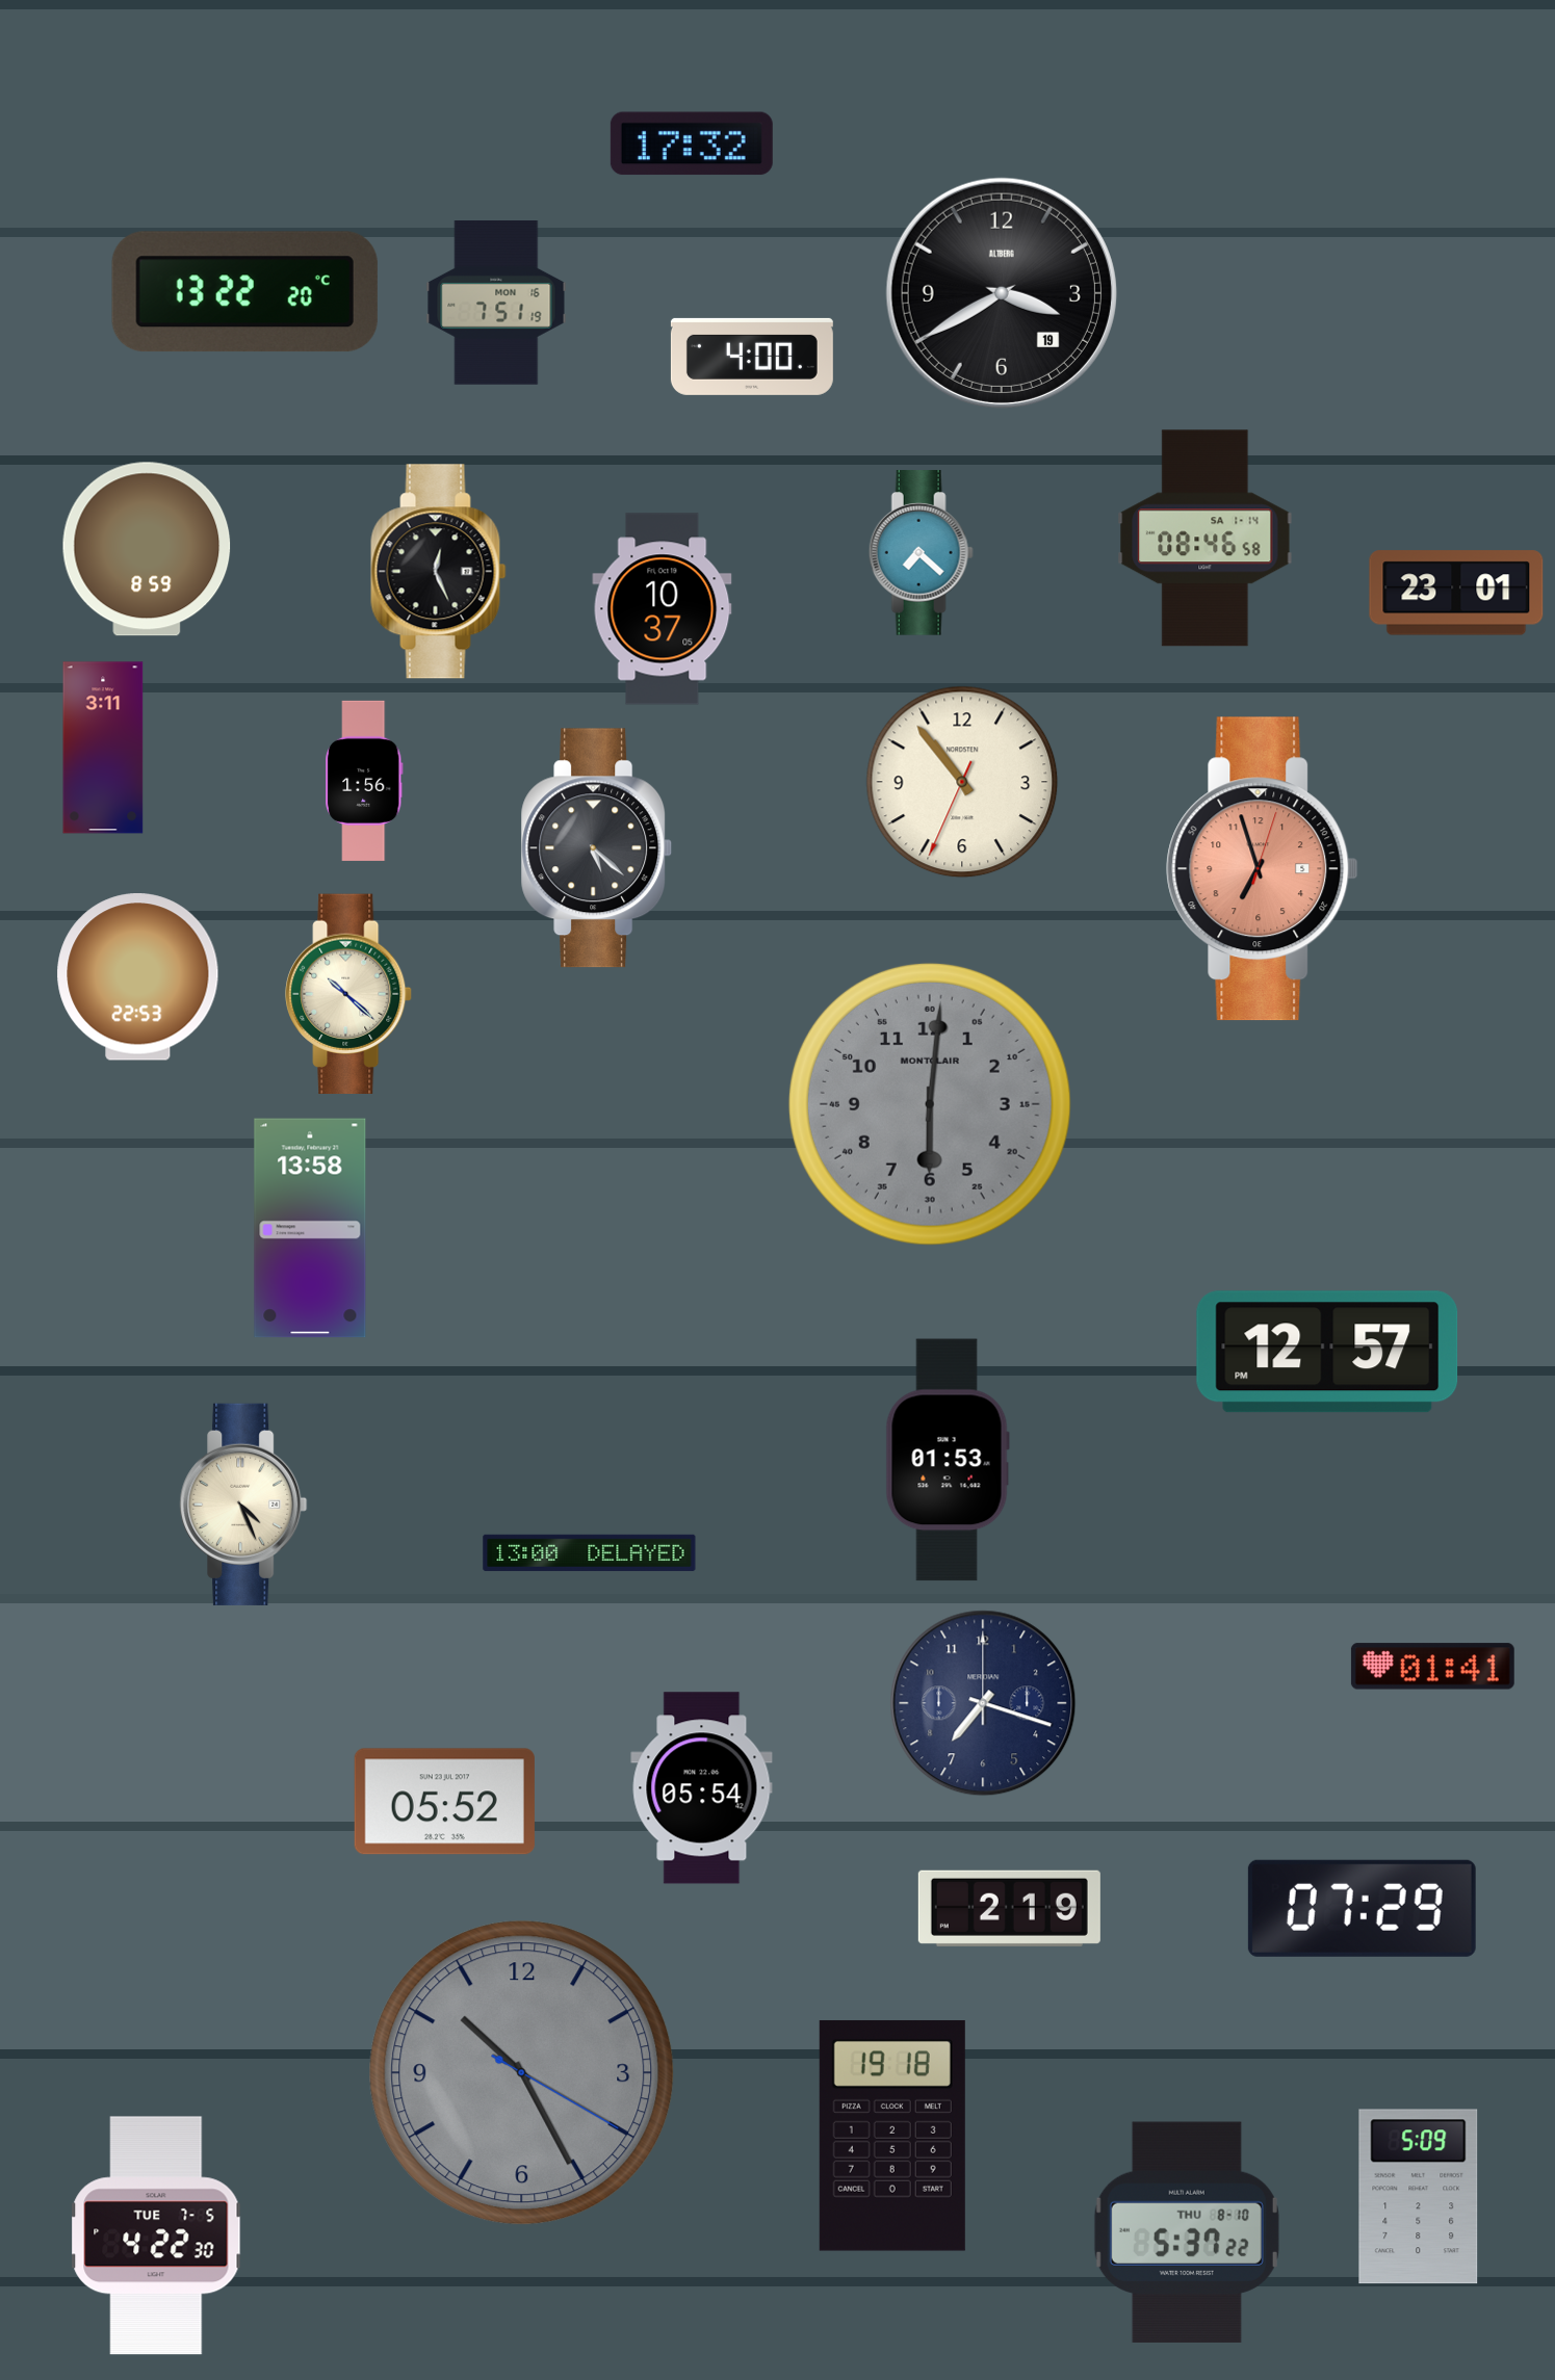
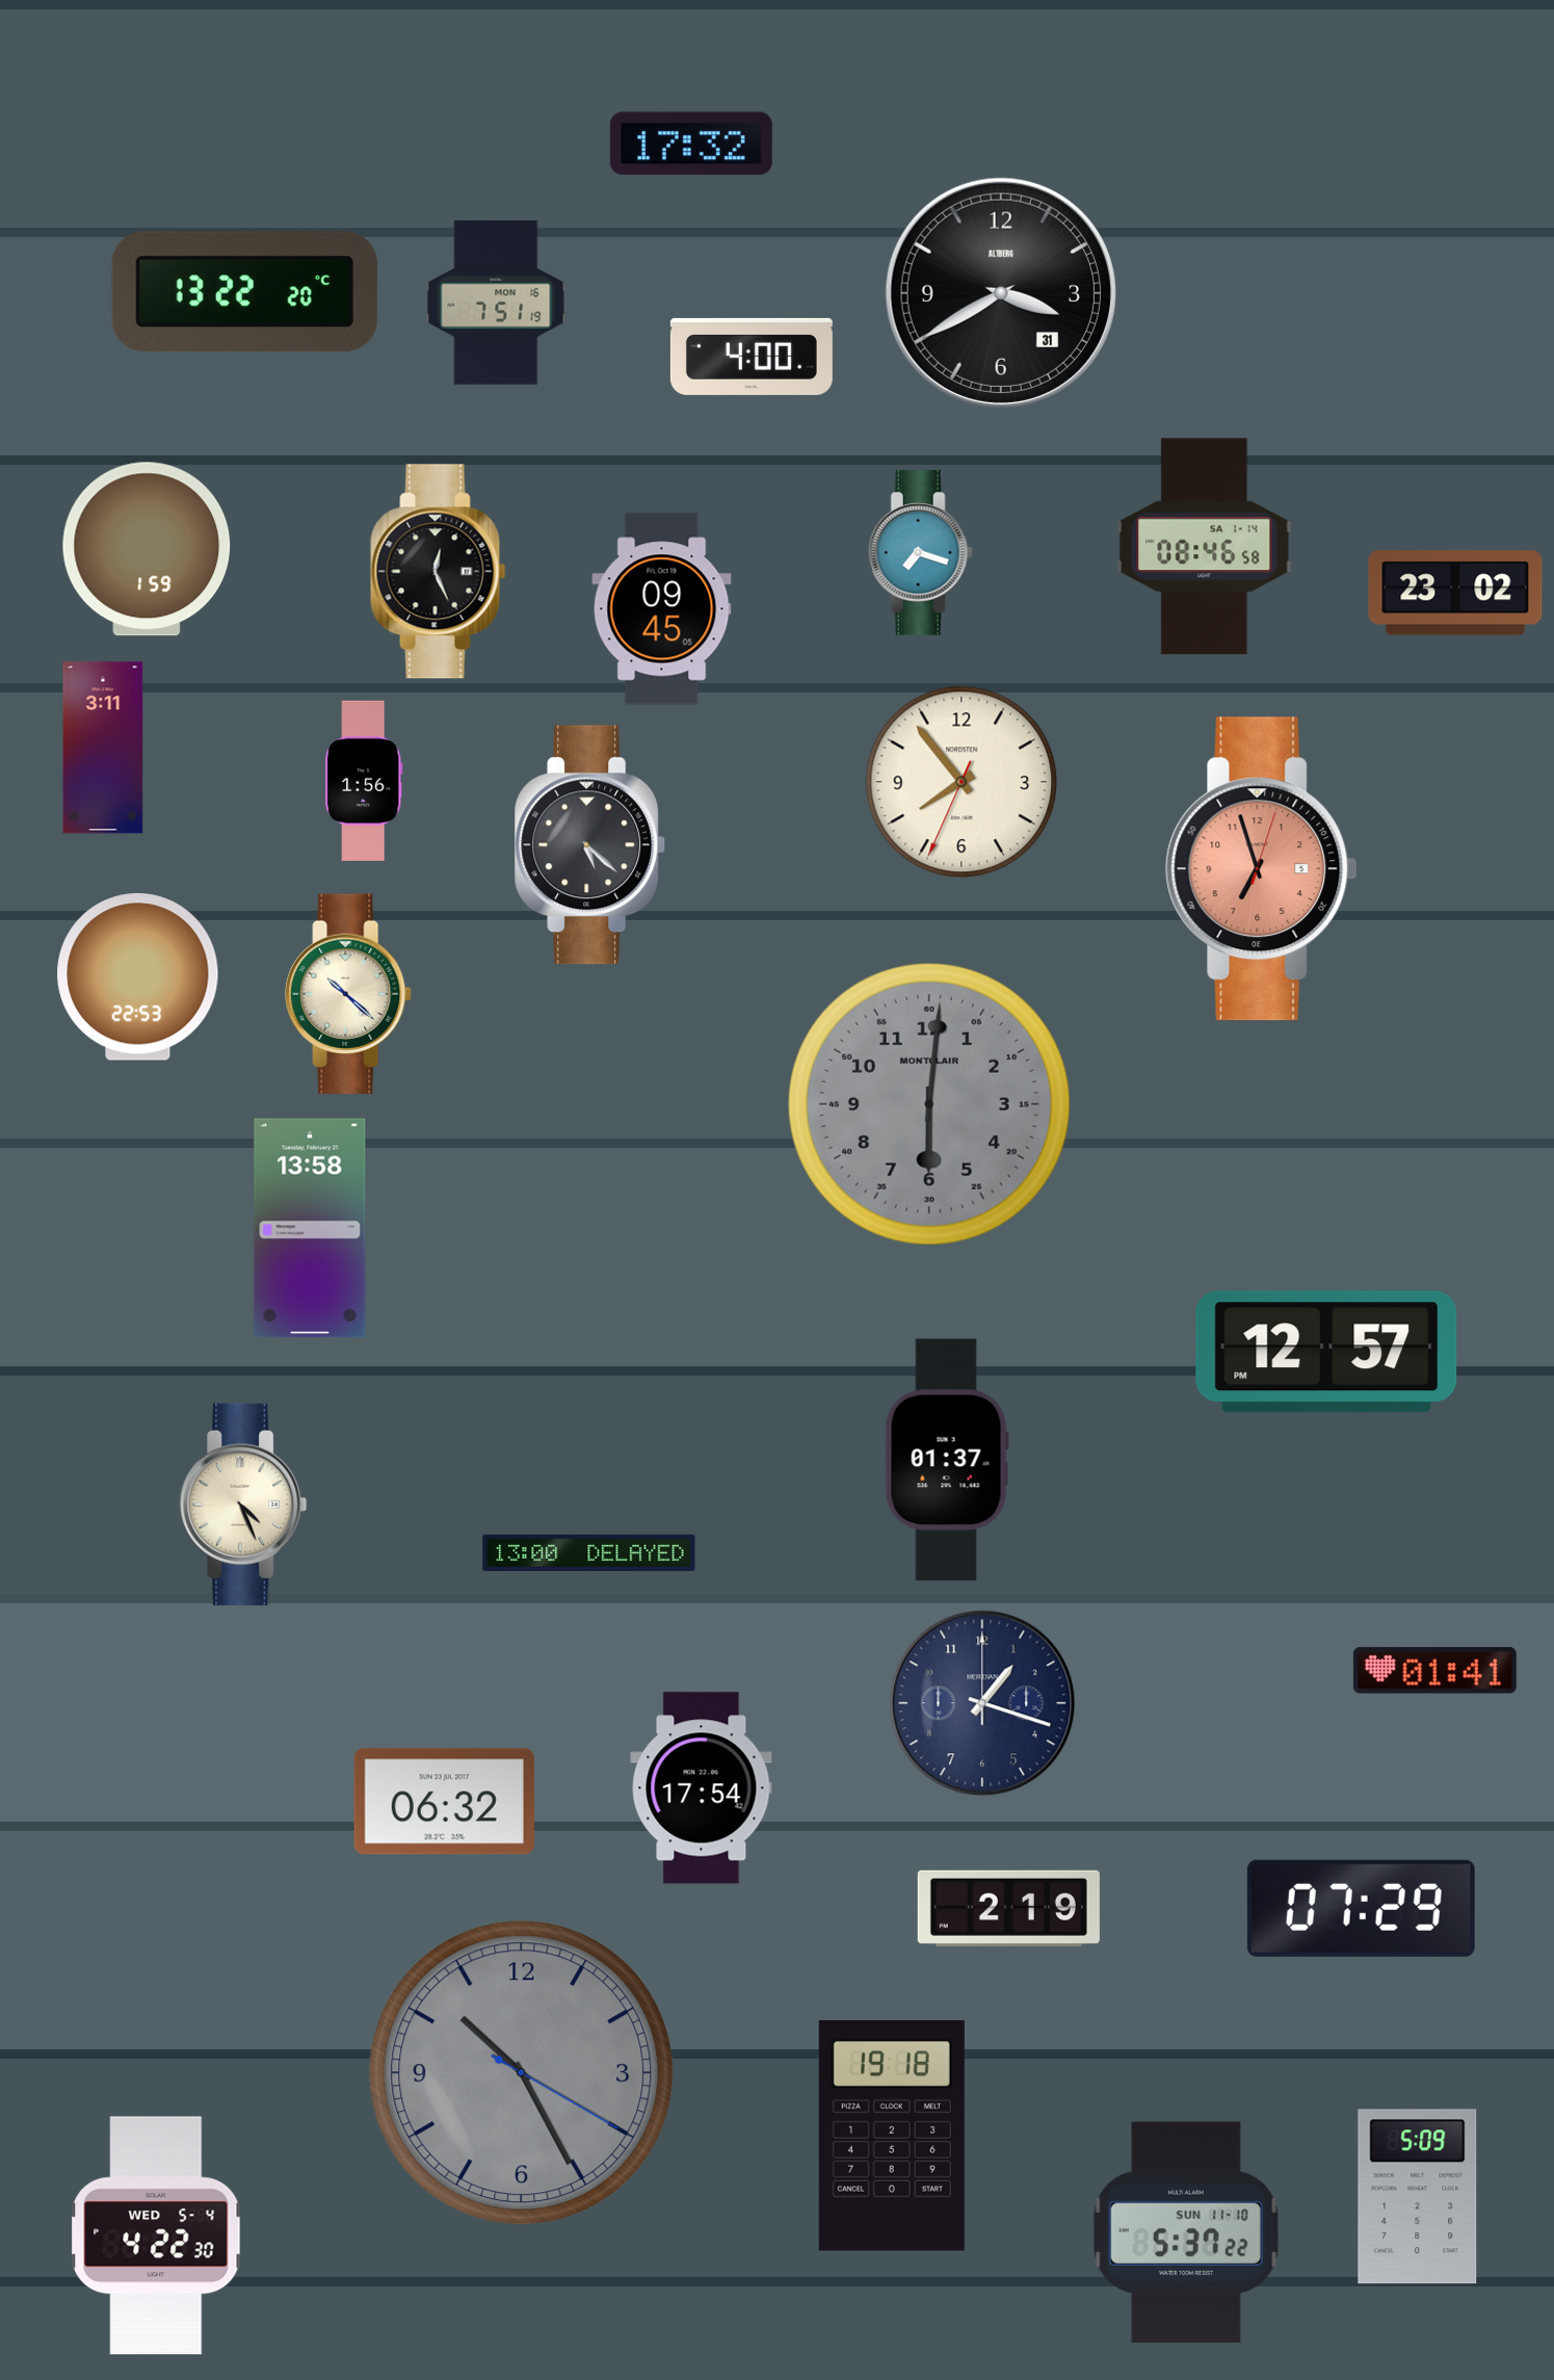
clock at (1002, 293) date: 19 -> 31
clock at (1206, 539) position: (1206, 539) -> (1205, 547)
clock at (147, 549): 8:59 -> 1:59
clock at (921, 553): 7:22 -> 7:18
clock at (1456, 593): 23:01 -> 23:02
clock at (663, 609): 10:37 -> 09:45
clock at (962, 782): 10:53 -> 7:53
clock at (597, 848) position: (597, 848) -> (590, 845)
clock at (948, 1460): 01:53 -> 01:37
clock at (1432, 1667) position: (1432, 1667) -> (1434, 1671)
clock at (983, 1703): 7:18 -> 1:18
clock at (702, 1788): 05:54 -> 17:54
clock at (444, 1802): 05:52 -> 06:32
clock at (1187, 2231) date: THU 8-10 -> SUN 11-10
clock at (156, 2235) date: TUE 7-5 -> WED 5-4
